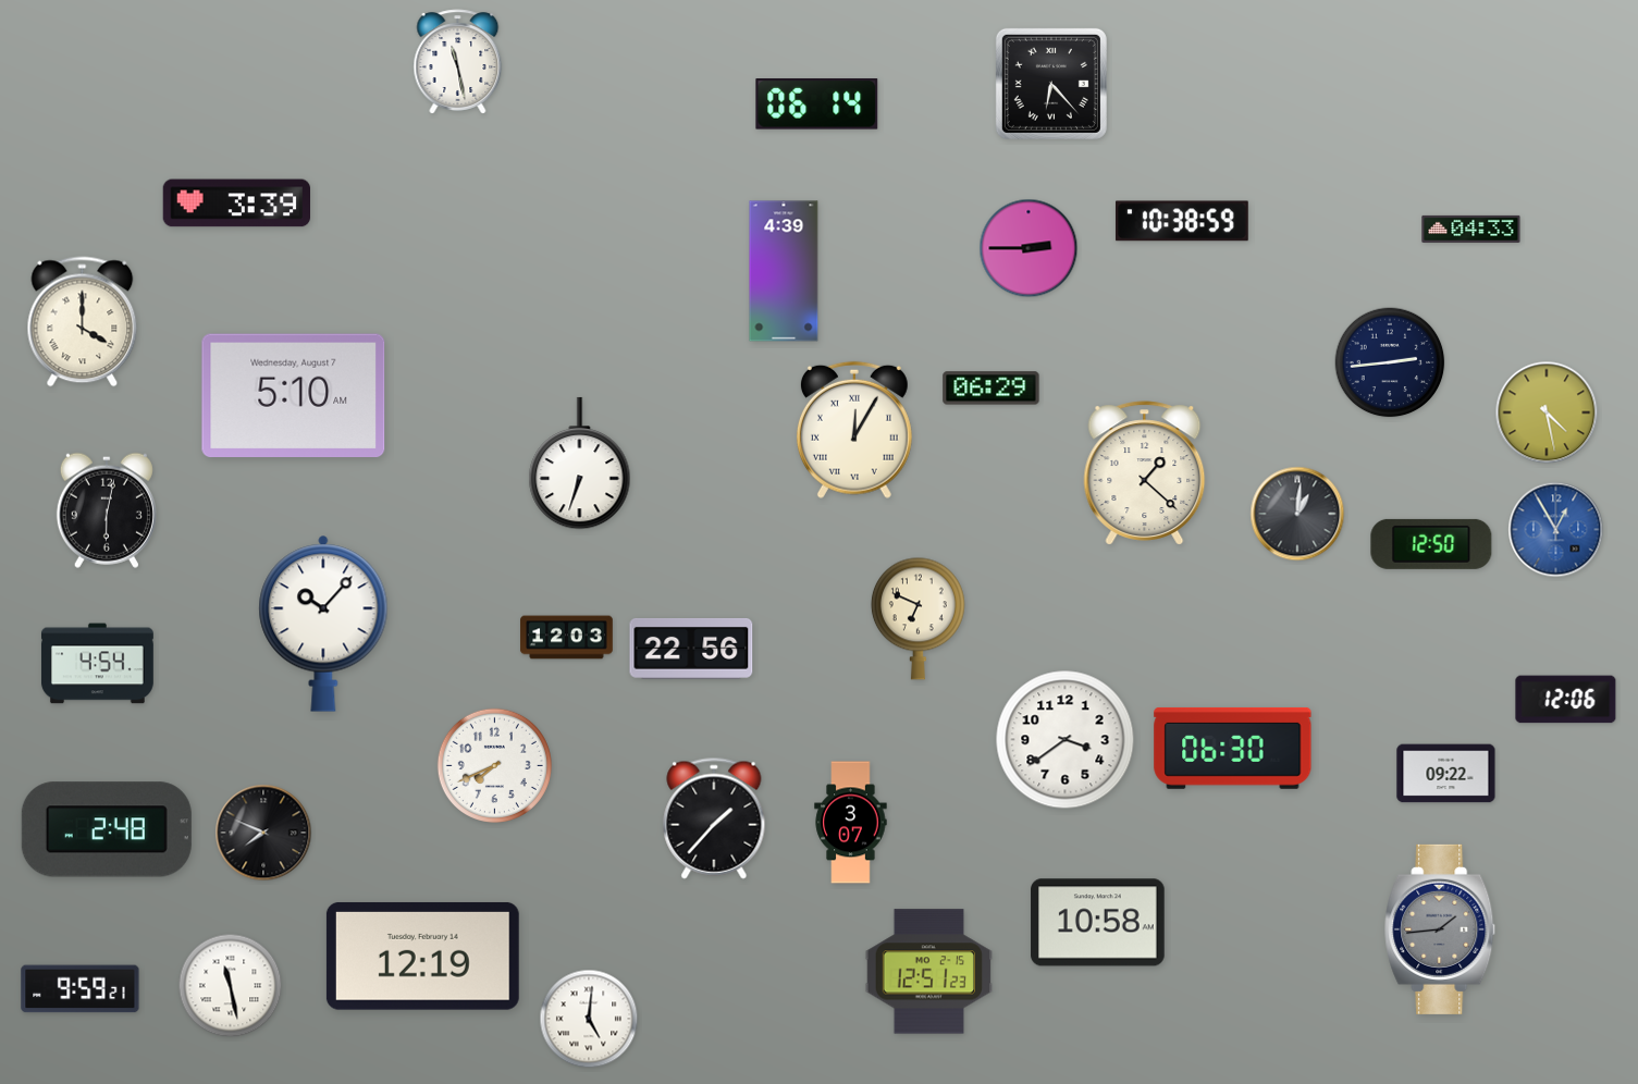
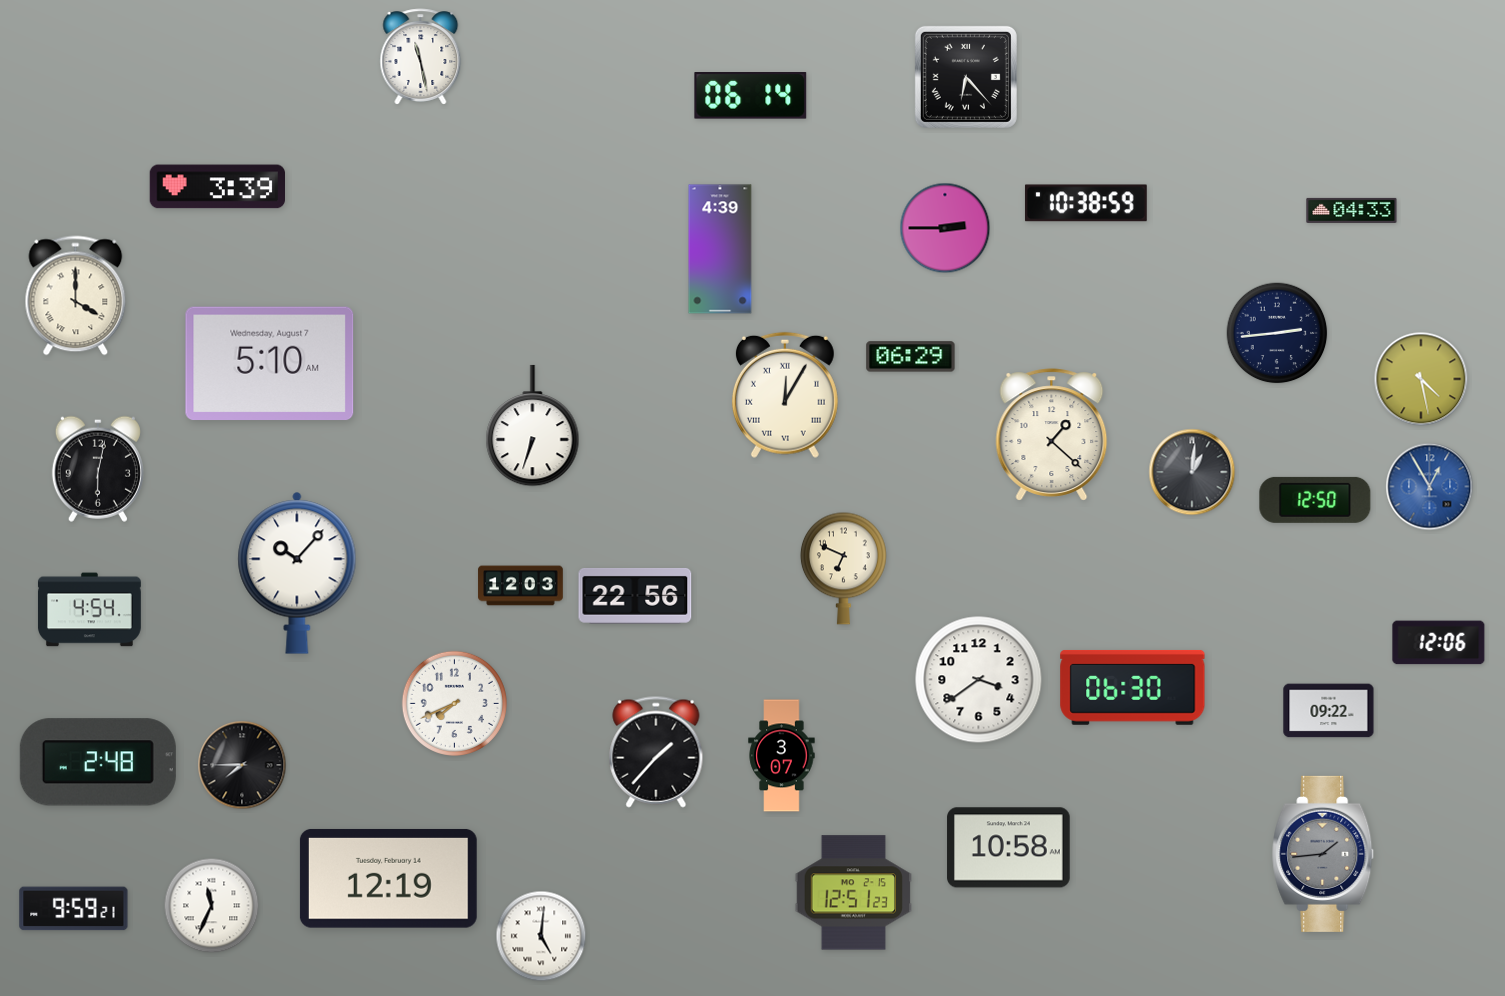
clock at (263, 833): 7:49 -> 7:45
clock at (231, 986): 11:28 -> 11:34
